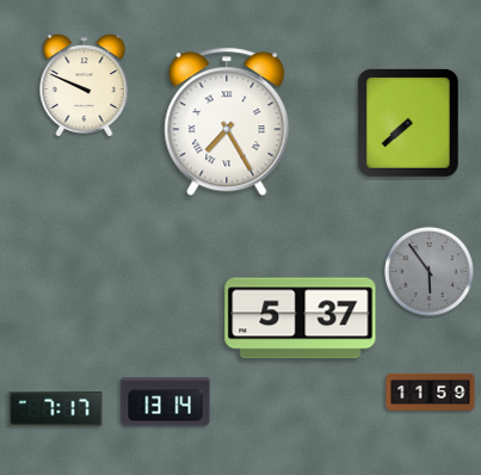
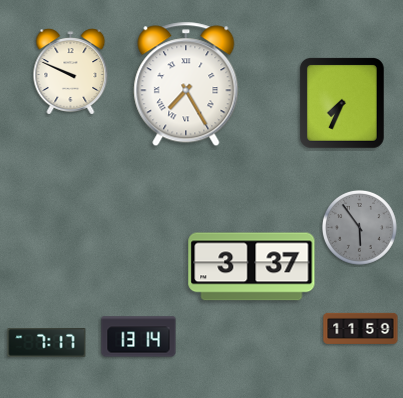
clock at (227, 122) position: (227, 122) -> (186, 84)
clock at (408, 123): 7:38 -> 7:34
clock at (301, 319): 5:37 -> 3:37
